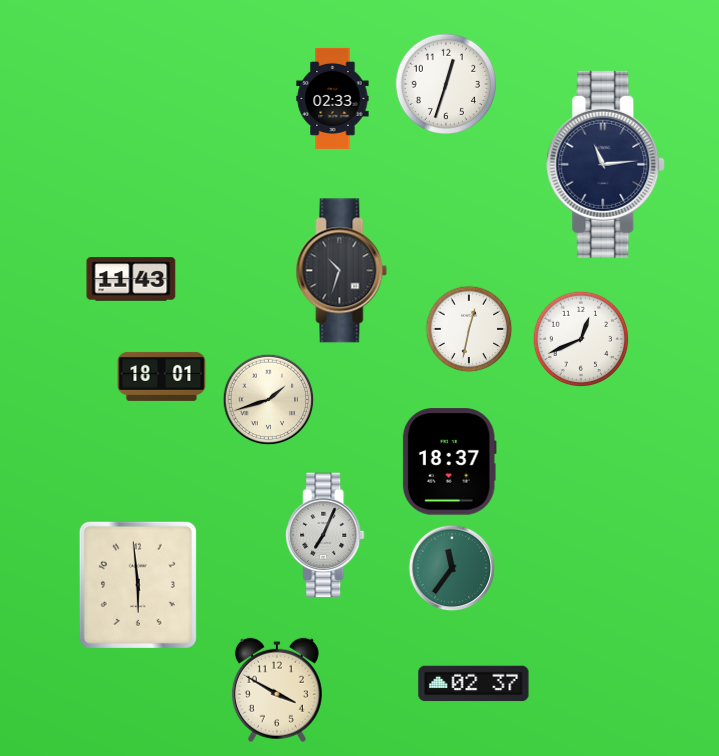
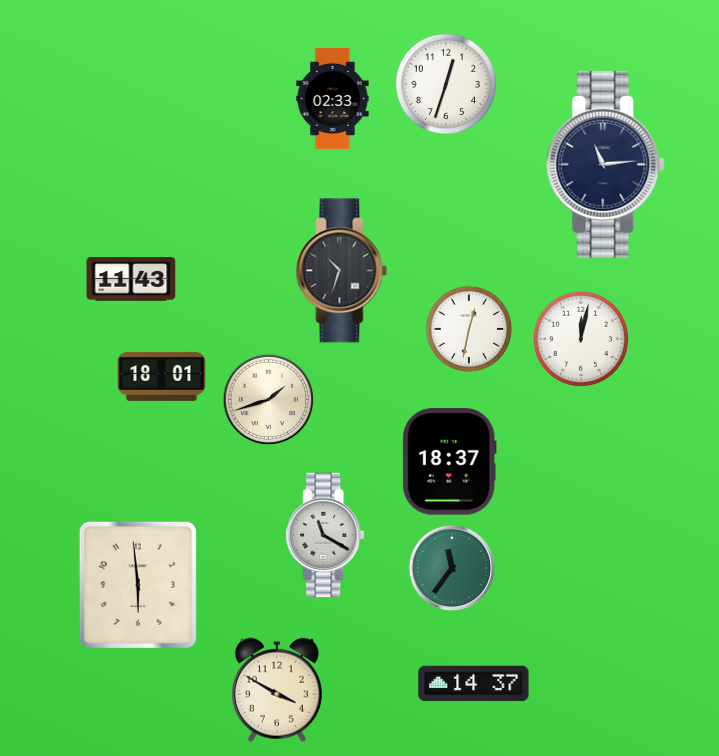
clock at (581, 339): 12:41 -> 12:02
clock at (325, 535): 7:04 -> 11:20
clock at (474, 684): 02:37 -> 14:37
